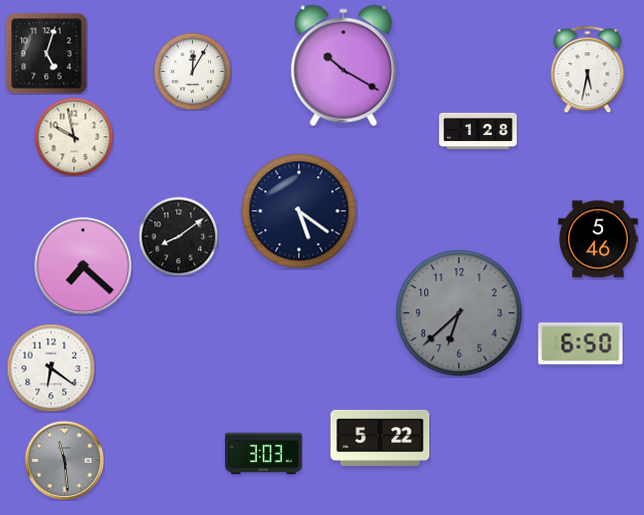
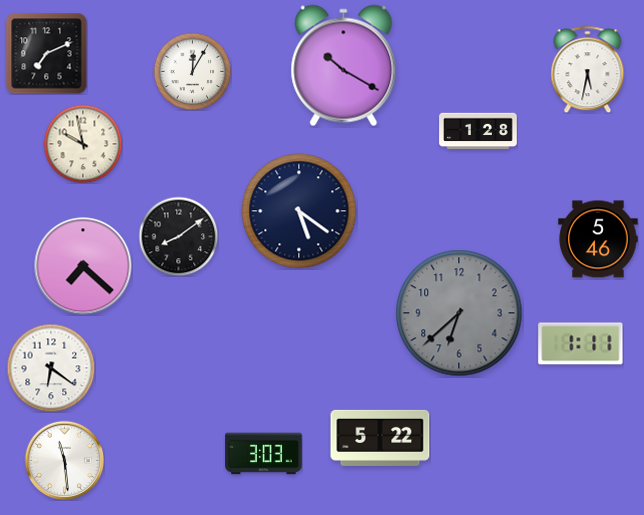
clock at (46, 53): 5:03 -> 7:11
clock at (74, 137) position: (74, 137) -> (83, 144)
clock at (581, 344): 6:50 -> 1:11
clock at (64, 460) dial: grey -> white
